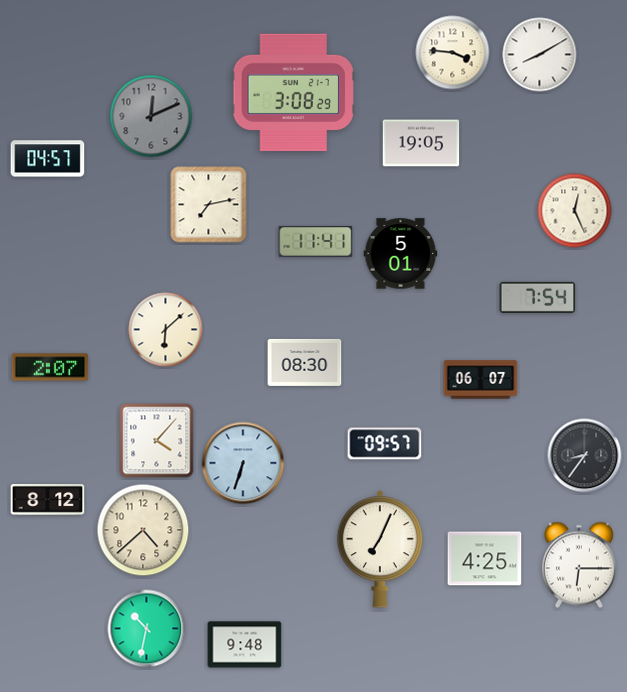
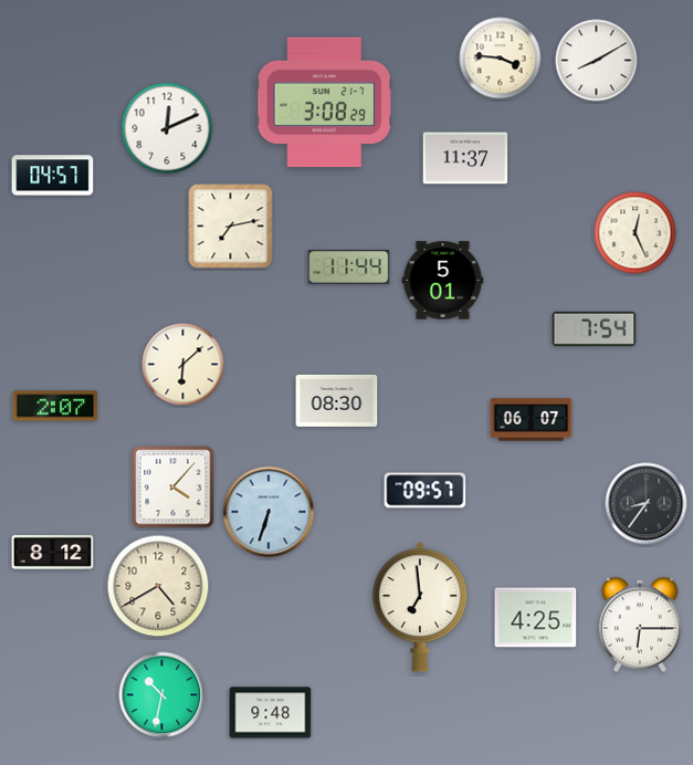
clock at (151, 116) dial: grey -> white
clock at (421, 143): 19:05 -> 11:37
clock at (316, 241): 11:41 -> 11:44
clock at (143, 530): 4:38 -> 4:40
clock at (380, 549): 7:04 -> 6:59
